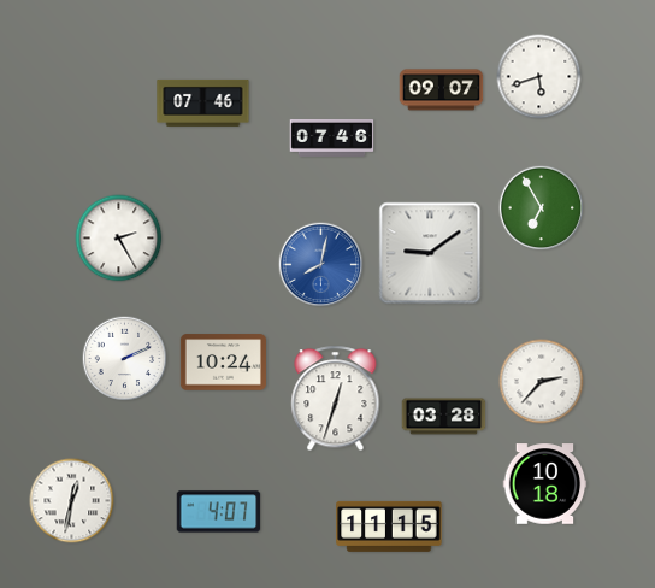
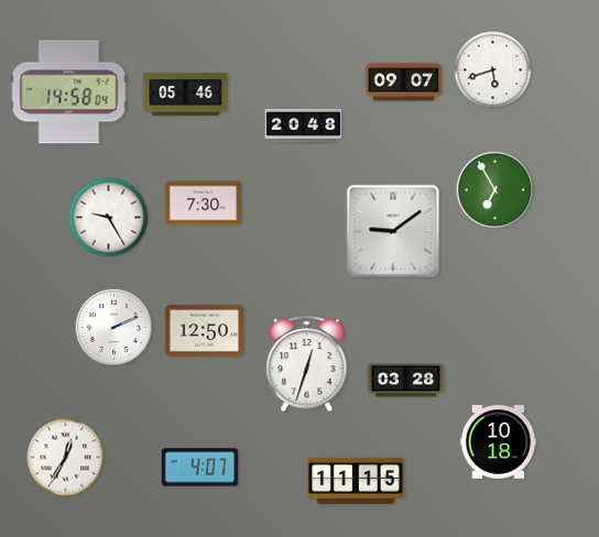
clock at (69, 92): none -> 14:58
clock at (203, 102): 07:46 -> 05:46
clock at (332, 137): 07:46 -> 20:48
clock at (204, 204): none -> 7:30
clock at (119, 239): 2:25 -> 9:25
clock at (321, 265): 8:02 -> none
clock at (223, 363): 10:24 -> 12:50
clock at (542, 382): 2:37 -> none
clock at (72, 501): 12:32 -> 12:35
